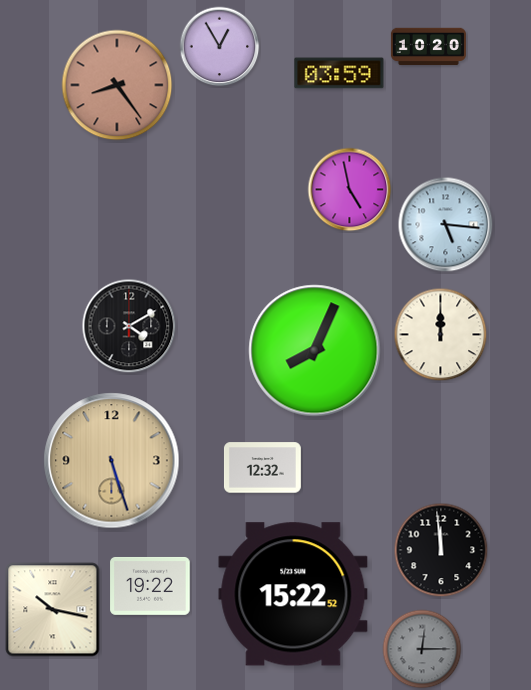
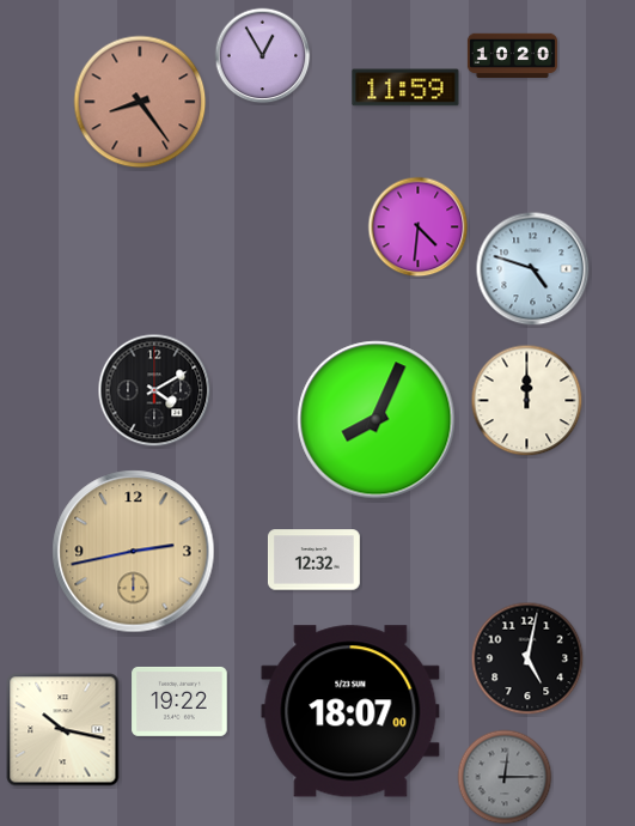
clock at (339, 73): 03:59 -> 11:59
clock at (350, 190): 4:58 -> 4:31
clock at (446, 225): 5:16 -> 4:48
clock at (112, 461): 5:27 -> 2:43
clock at (441, 550): 11:59 -> 5:02
clock at (293, 594): 15:22 -> 18:07
